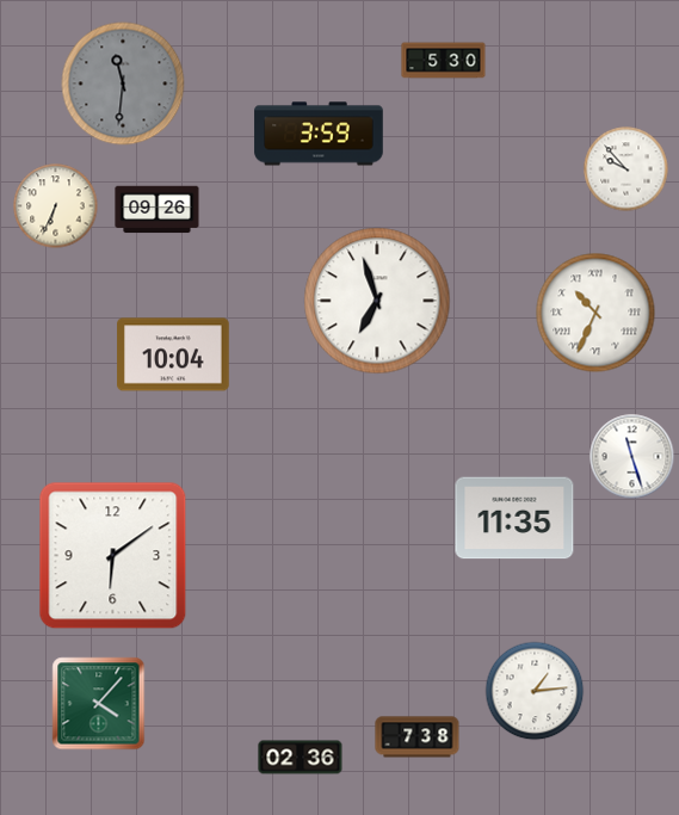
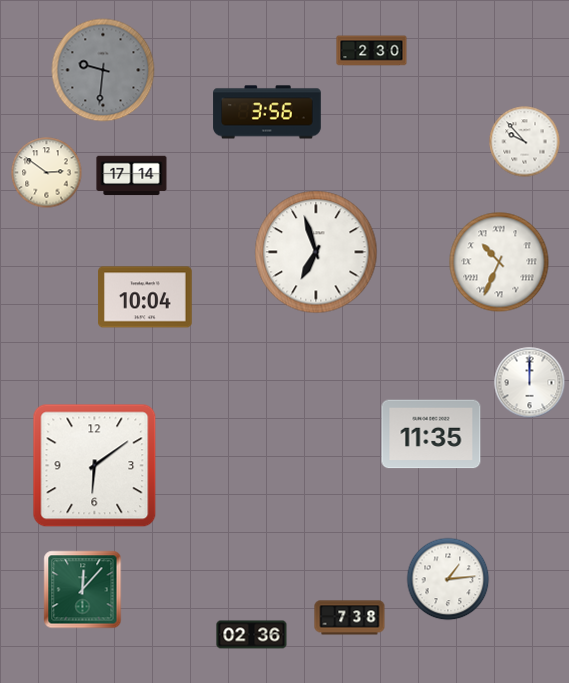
clock at (444, 61): 5:30 -> 2:30
clock at (123, 84): 11:31 -> 9:31
clock at (319, 134): 3:59 -> 3:56
clock at (56, 206): 6:34 -> 2:51
clock at (158, 210): 09:26 -> 17:14
clock at (632, 457): 11:27 -> 12:00
clock at (99, 704): 4:07 -> 12:07
